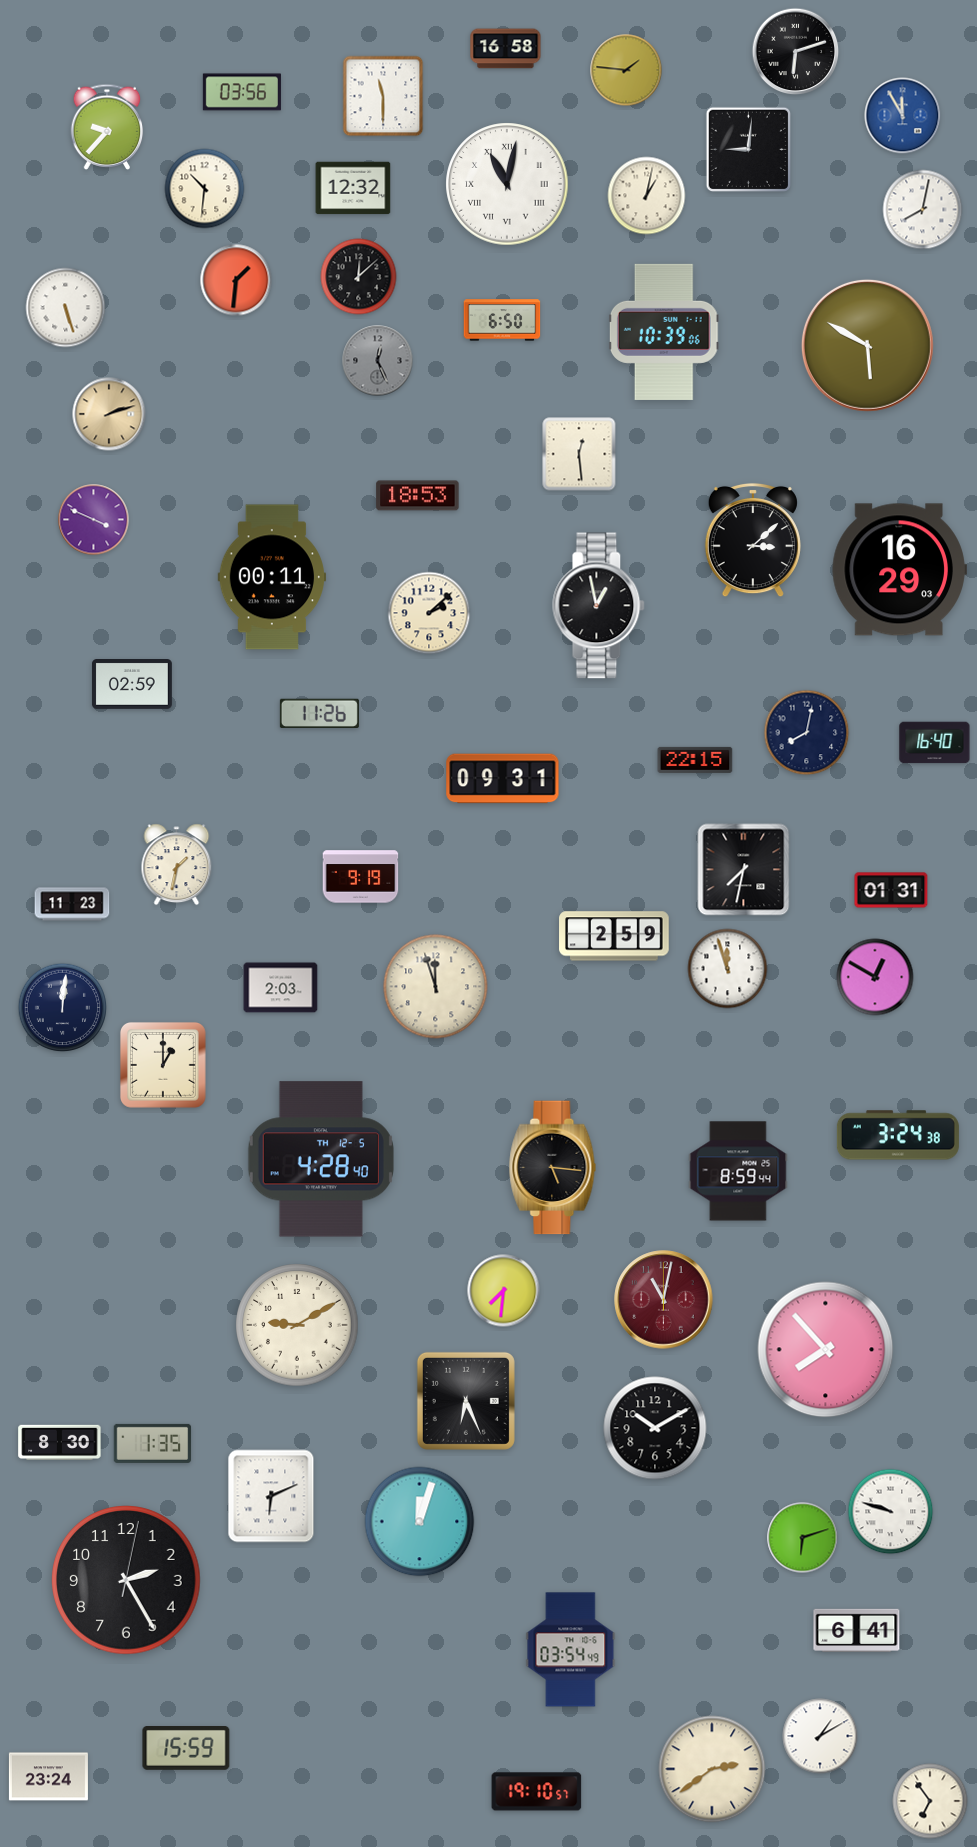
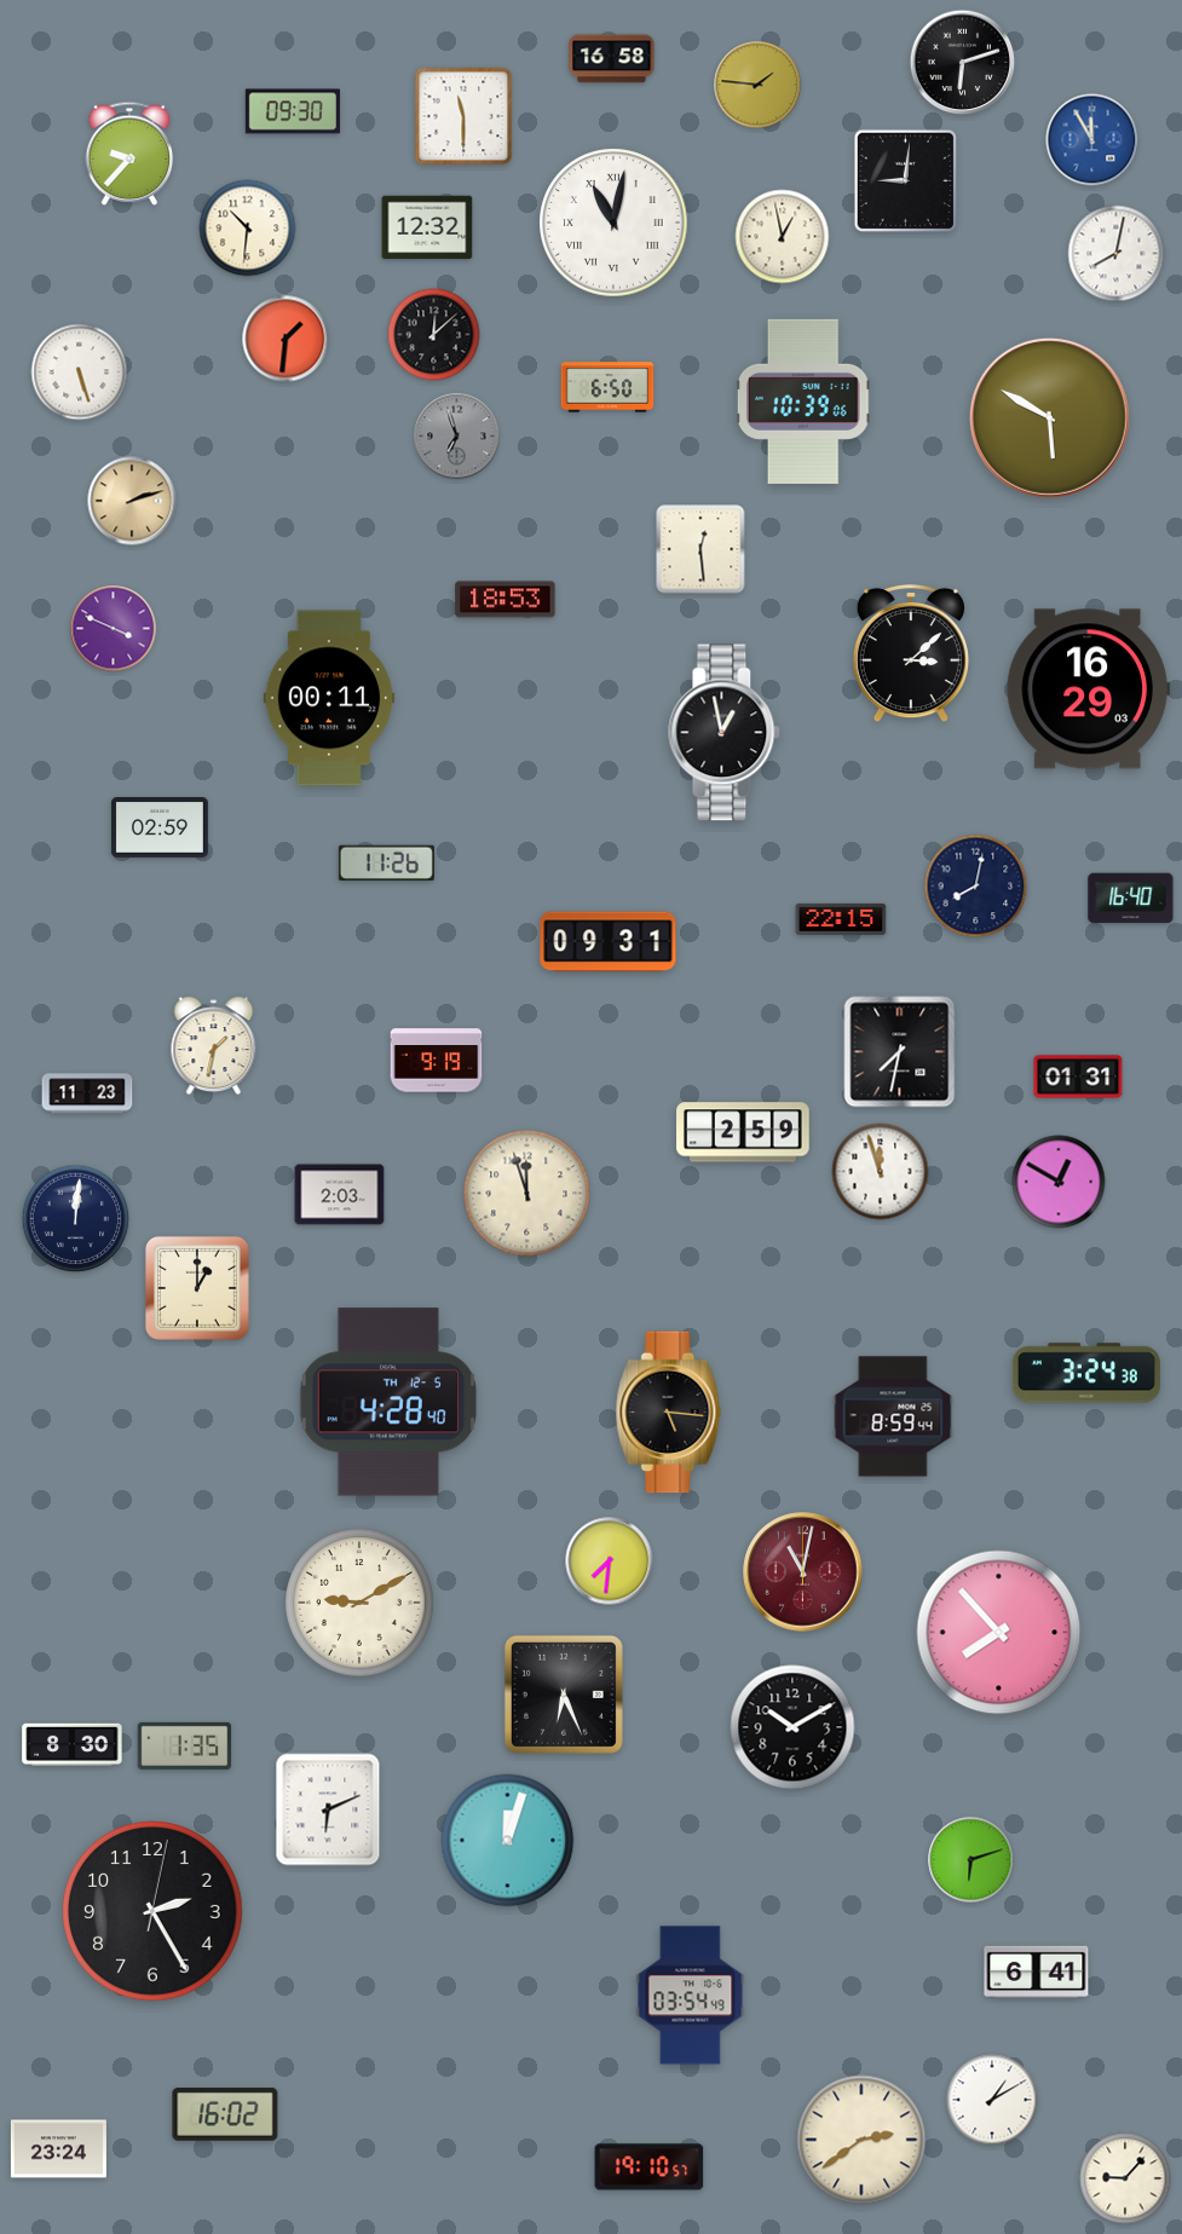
clock at (242, 92): 03:56 -> 09:30
clock at (647, 196): 1:02 -> 12:58
clock at (378, 361): 12:26 -> 6:57
clock at (429, 613): 2:08 -> none
clock at (891, 1512): 9:48 -> none
clock at (186, 1749): 15:59 -> 16:02
clock at (930, 1801): 6:54 -> 9:07
